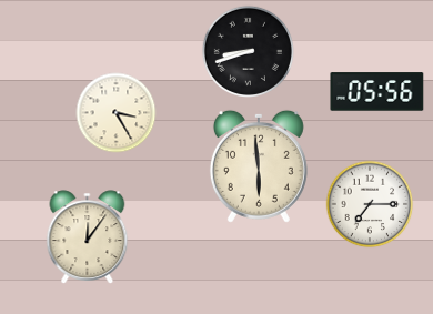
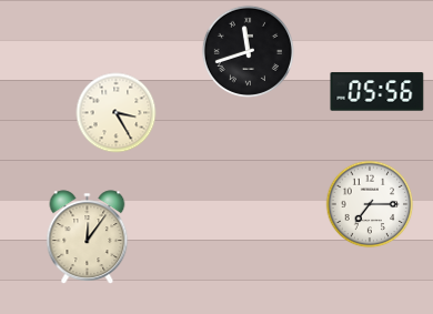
clock at (248, 51): 8:42 -> 11:42
clock at (259, 166): 5:59 -> none
